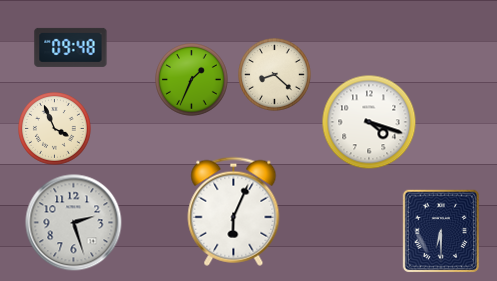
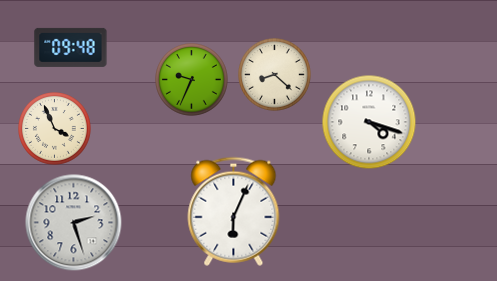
clock at (192, 80): 1:34 -> 9:34
clock at (440, 230): 6:30 -> none
